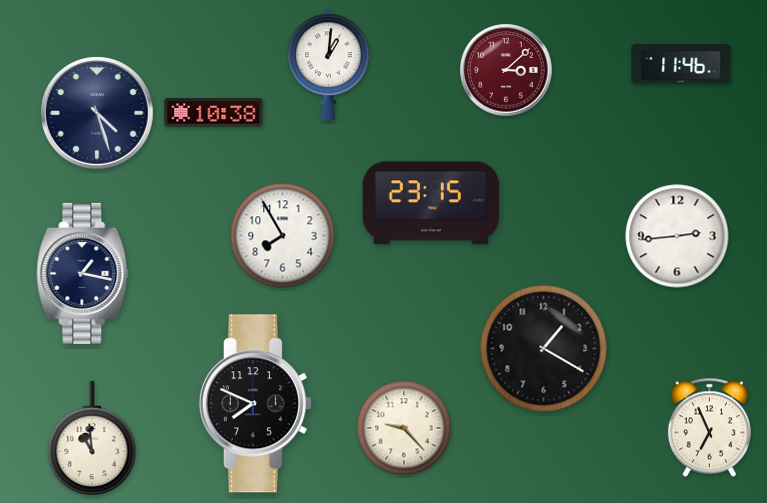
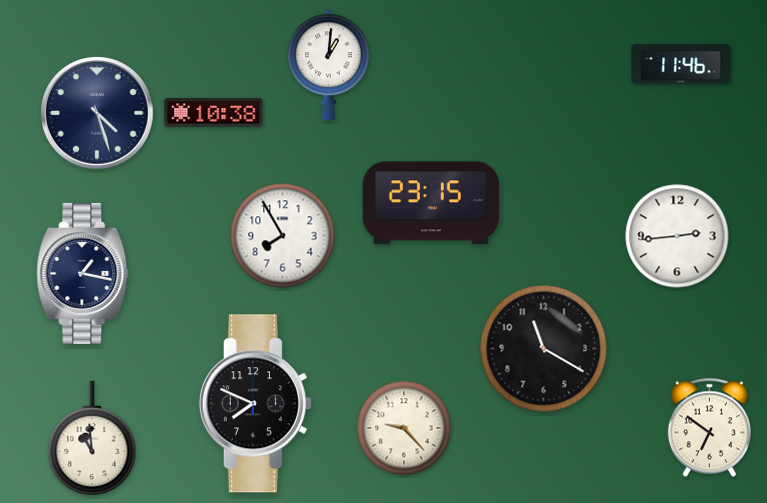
clock at (506, 70): 3:08 -> none
clock at (544, 349): 1:20 -> 11:20
clock at (709, 428): 6:56 -> 6:51
